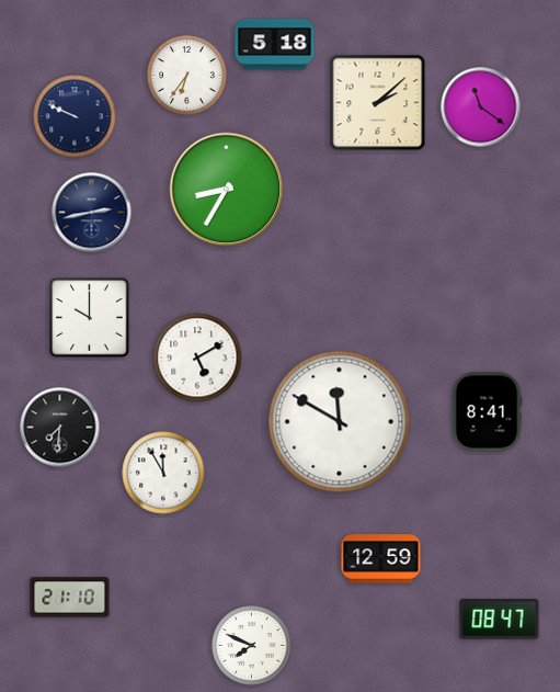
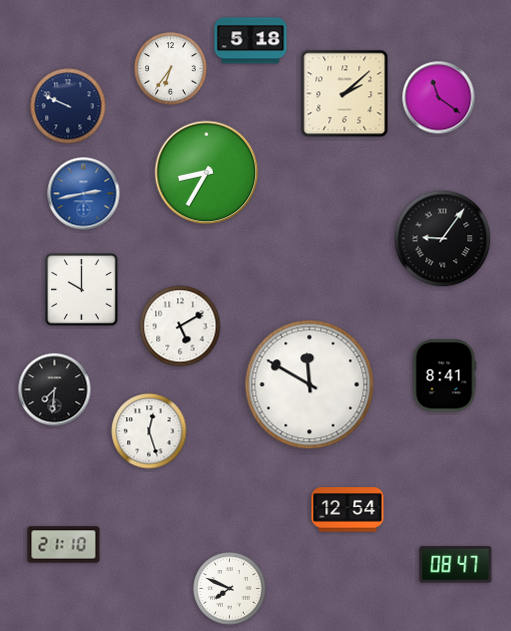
clock at (92, 213) dial: navy -> blue
clock at (443, 239): none -> 9:06
clock at (163, 473): 11:55 -> 12:27
clock at (381, 559): 12:59 -> 12:54
